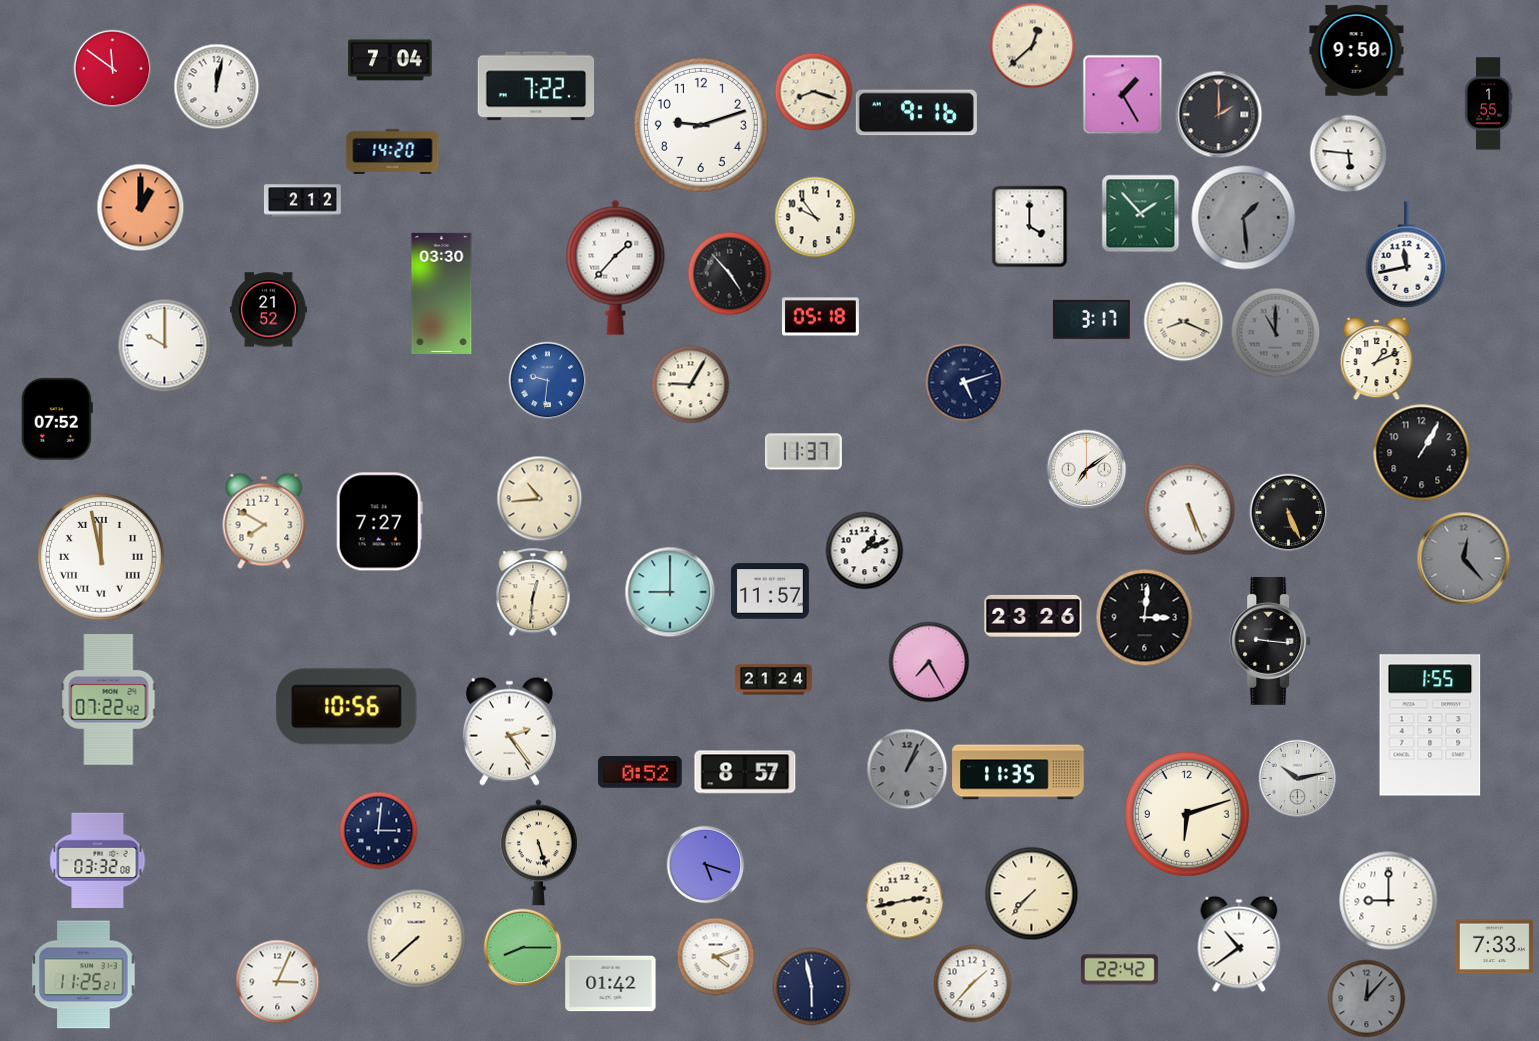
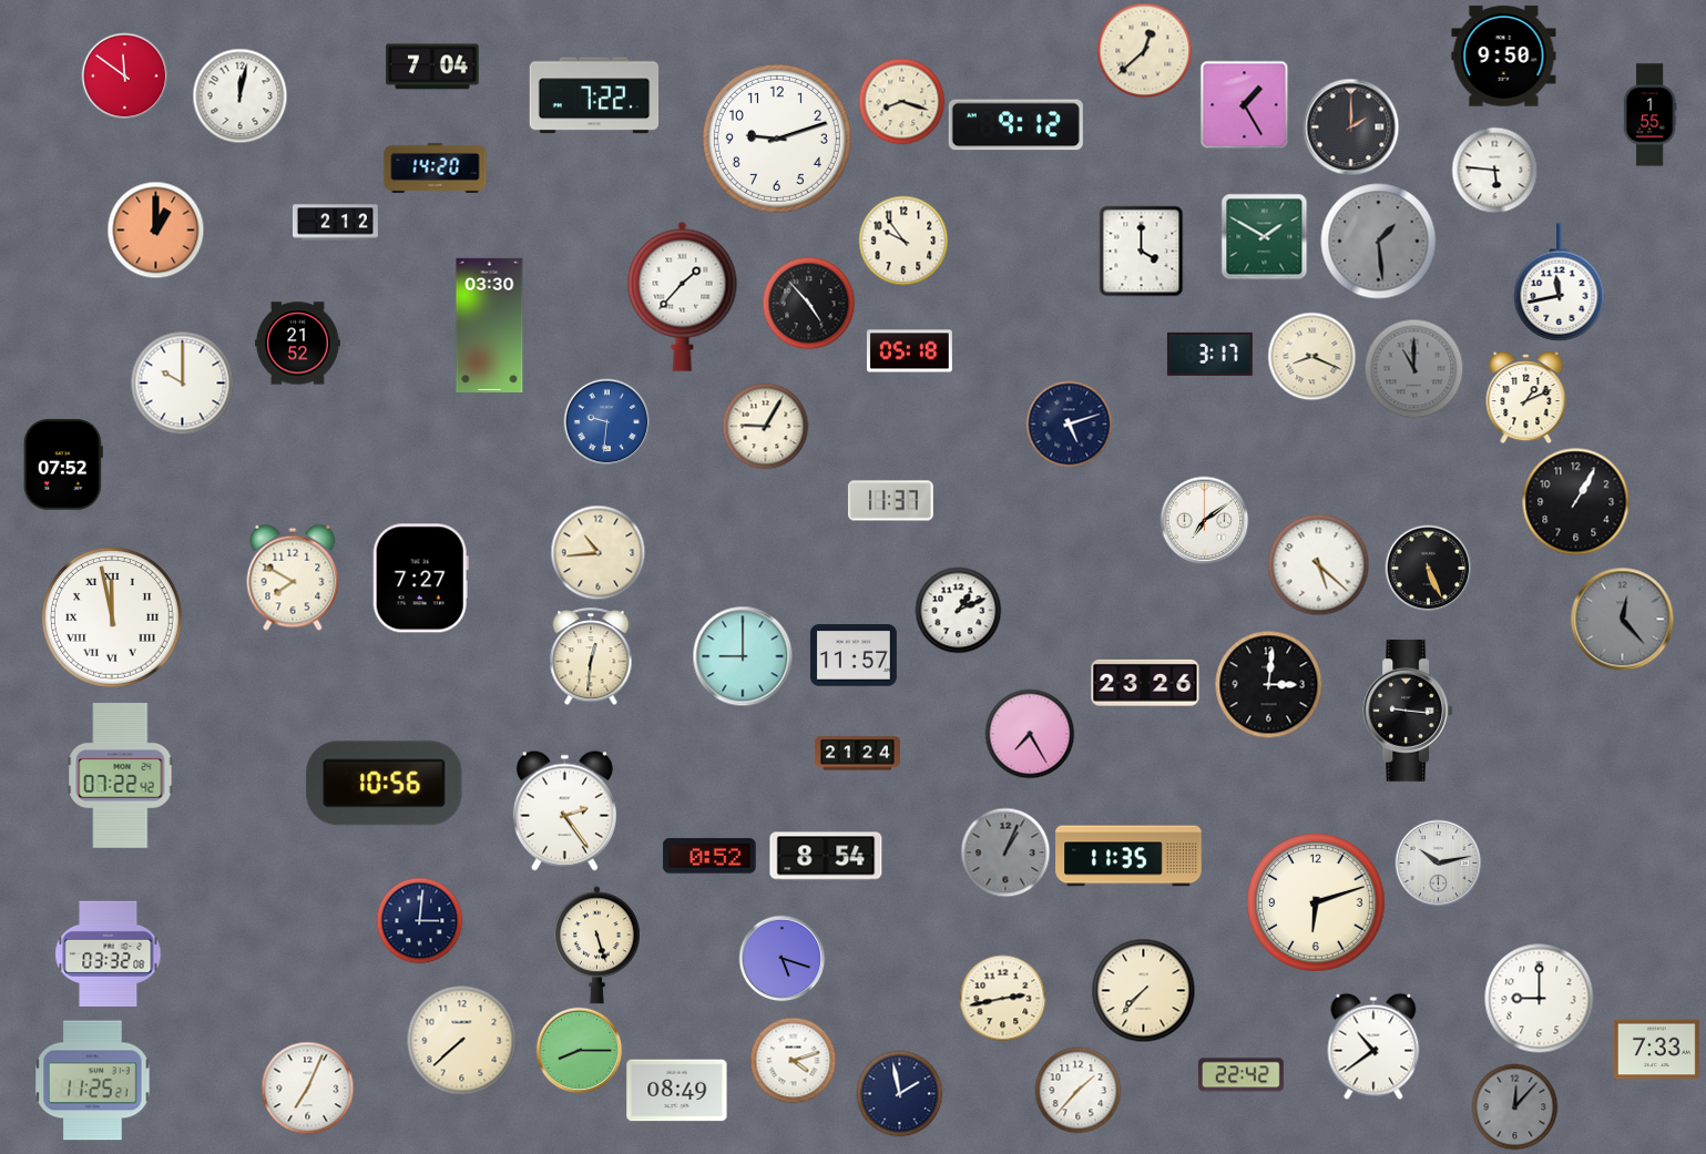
clock at (916, 113): 9:16 -> 9:12
clock at (1140, 213): 1:53 -> 1:50
clock at (1189, 509): 5:26 -> 5:22
clock at (1430, 725): 1:55 -> none
clock at (745, 772): 8:57 -> 8:54
clock at (277, 981): 3:04 -> 7:04
clock at (611, 984): 01:42 -> 08:49
clock at (811, 986): 5:58 -> 1:58
